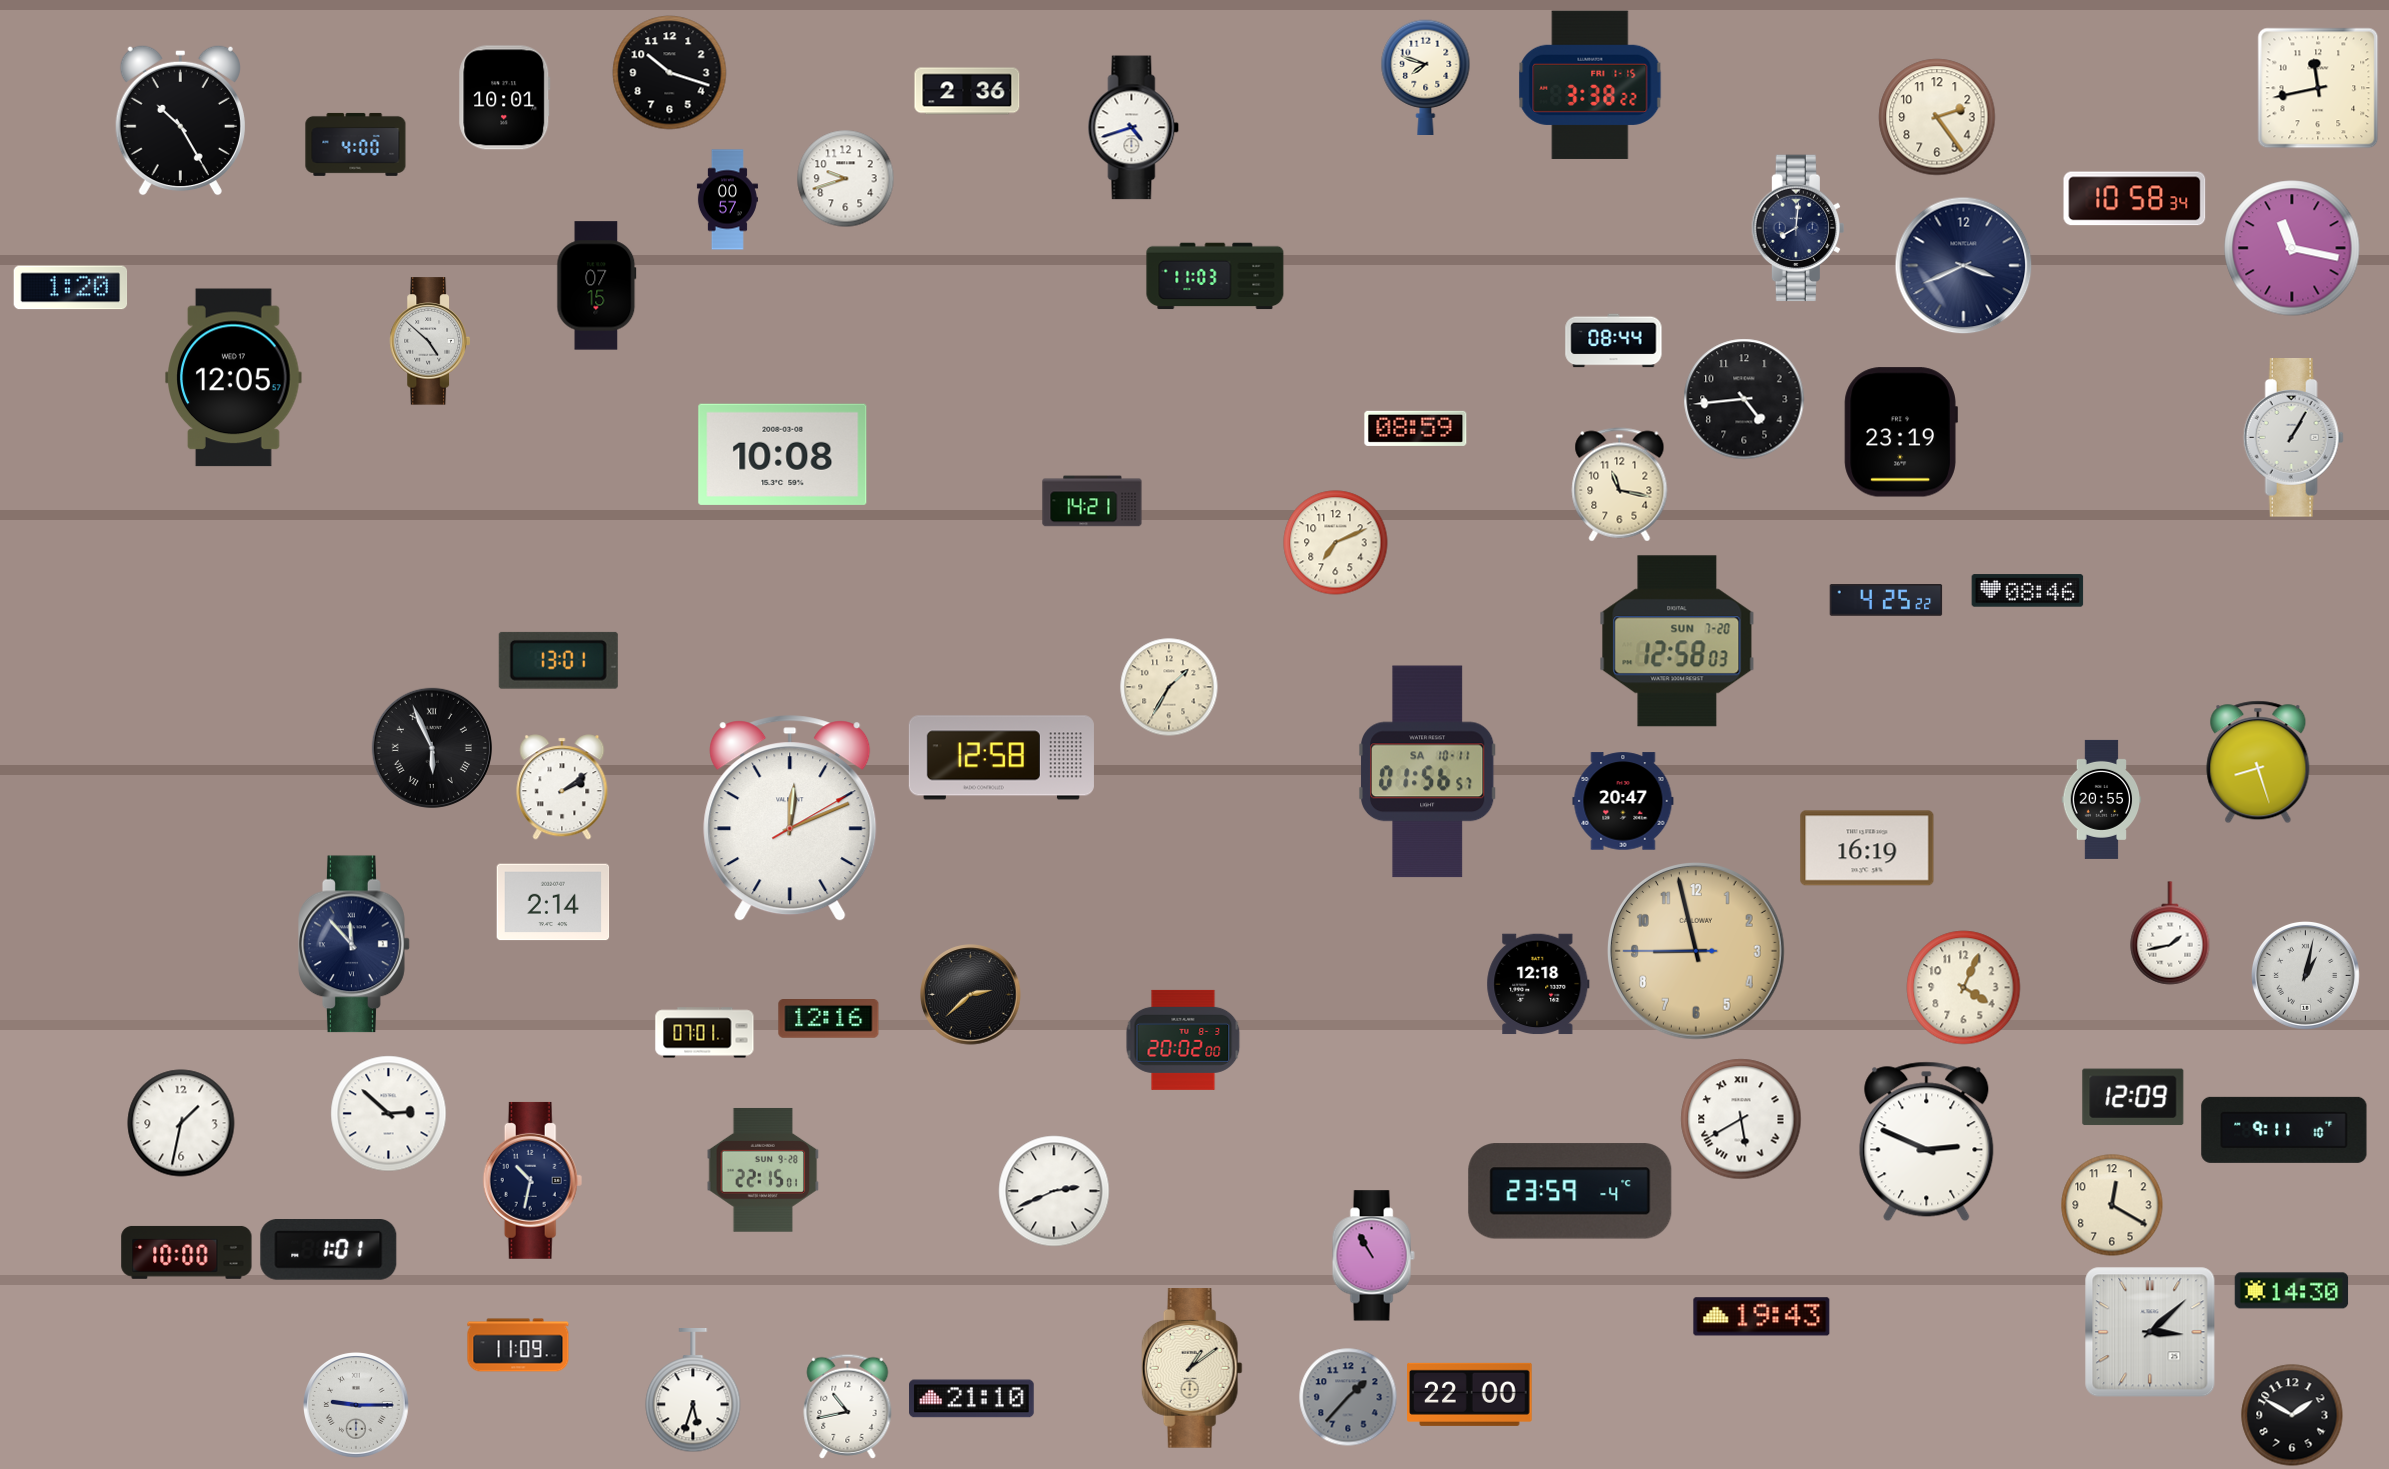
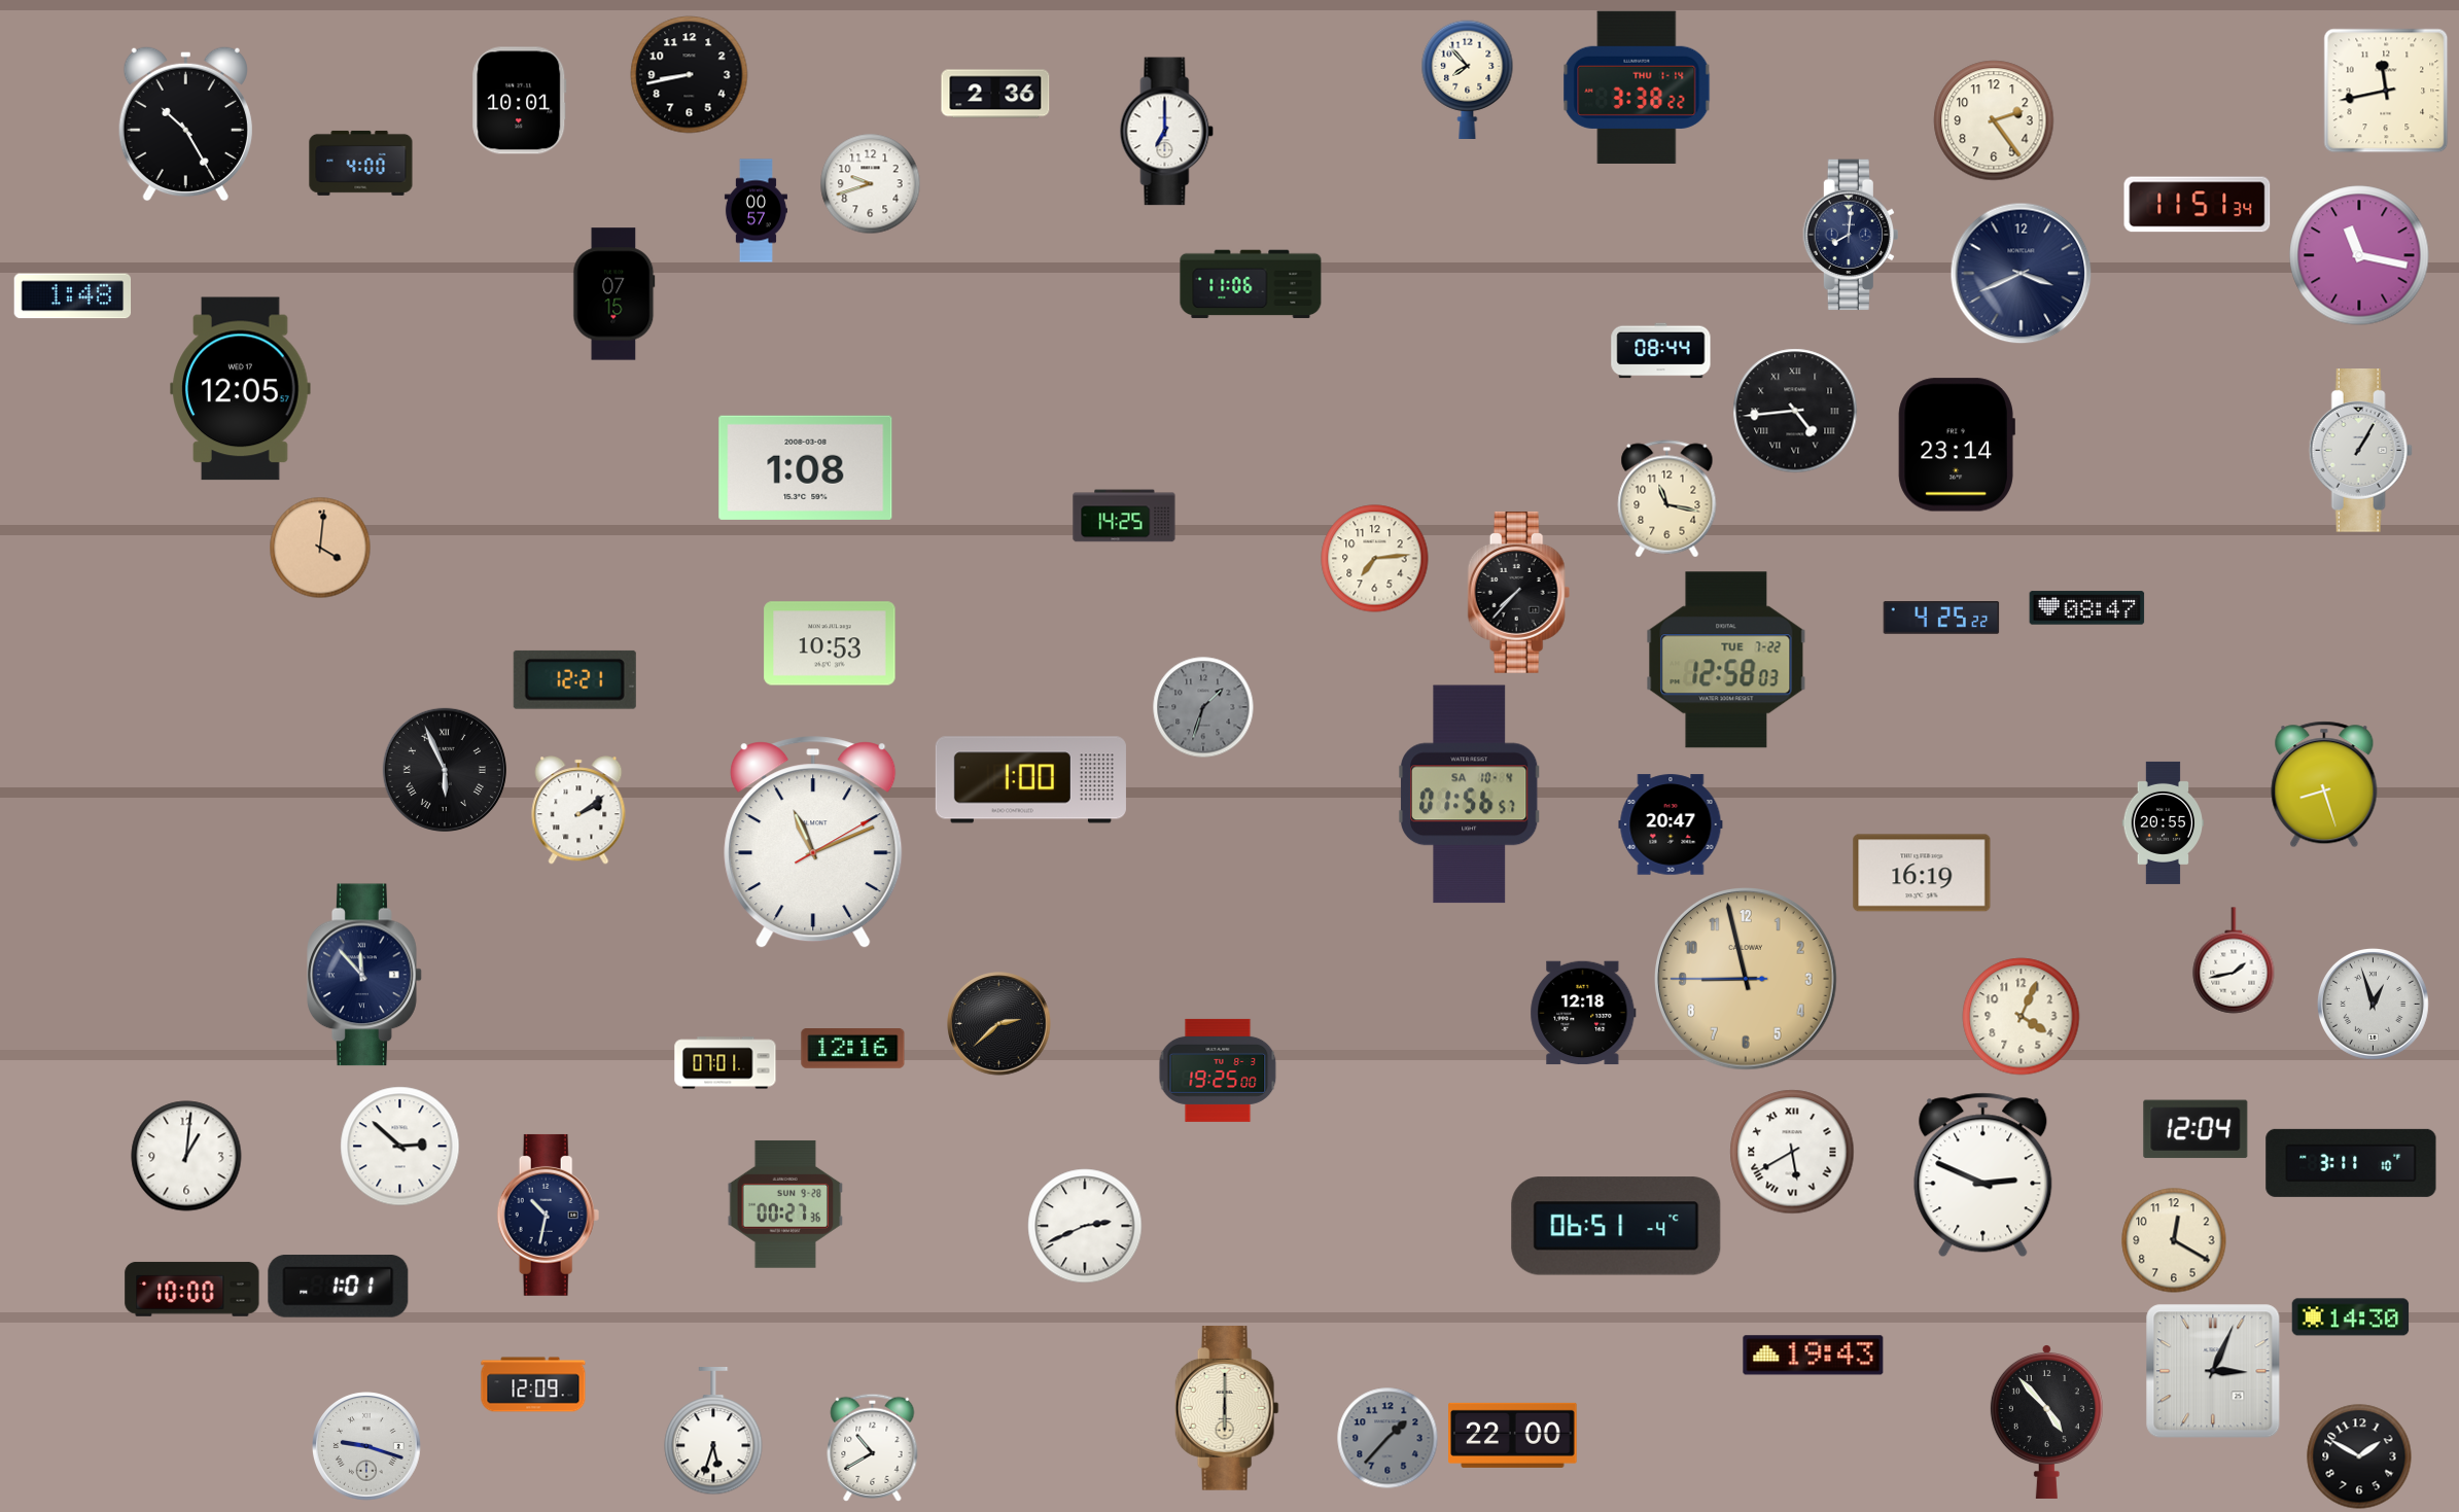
clock at (670, 73): 10:18 -> 8:43
clock at (1426, 77): 7:48 -> 7:53
clock at (1590, 85) date: FRI 1-15 -> THU 1-14
clock at (1134, 128): 4:42 -> 7:00
clock at (356, 144) position: (356, 144) -> (361, 163)
clock at (2135, 199): 10:58 -> 11:51
clock at (727, 200) position: (727, 200) -> (756, 211)
clock at (1215, 276): 11:03 -> 11:06
clock at (71, 288): 1:20 -> 1:48
clock at (430, 341): 4:52 -> none
clock at (1744, 399) numerals: Arabic -> Roman
clock at (1416, 428): 08:59 -> none
clock at (1901, 432): 23:19 -> 23:14
clock at (783, 454): 10:08 -> 1:08
clock at (1092, 501): 14:21 -> 14:25
clock at (320, 548): none -> 4:01
clock at (1336, 543): 7:11 -> 7:14
clock at (1519, 592): none -> 7:37
clock at (2028, 591): 08:46 -> 08:47
clock at (830, 643): none -> 10:53
clock at (1677, 641) date: SUN 7-20 -> TUE 7-22
clock at (558, 660): 13:01 -> 12:21
clock at (1169, 687): 1:35 -> 1:33
clock at (1169, 687) dial: cream -> grey
clock at (1001, 758): 12:58 -> 1:00
clock at (1427, 772) date: SA 10-11 -> SA 10-4
clock at (790, 819): 12:11 -> 11:11
clock at (553, 902): 2:14 -> none
clock at (354, 944) position: (354, 944) -> (364, 975)
clock at (2305, 975): 1:02 -> 12:57
clock at (1183, 1040): 20:02 -> 19:25
clock at (2133, 1097): 12:09 -> 12:04
clock at (181, 1123): 1:32 -> 1:01
clock at (2284, 1130): 9:11 -> 3:11
clock at (763, 1170): 22:15 -> 00:27
clock at (1570, 1191): 23:59 -> 06:51
clock at (1373, 1256): 10:55 -> none
clock at (2292, 1291) position: (2292, 1291) -> (2351, 1317)
clock at (2150, 1332): 3:08 -> 3:04
clock at (518, 1345): 11:09 -> 12:09
clock at (1192, 1368): 1:09 -> 6:00
clock at (2046, 1421): none -> 4:53
clock at (972, 1399): 21:10 -> none
clock at (356, 1405): 9:15 -> 9:18
clock at (848, 1406): 10:43 -> 10:40
